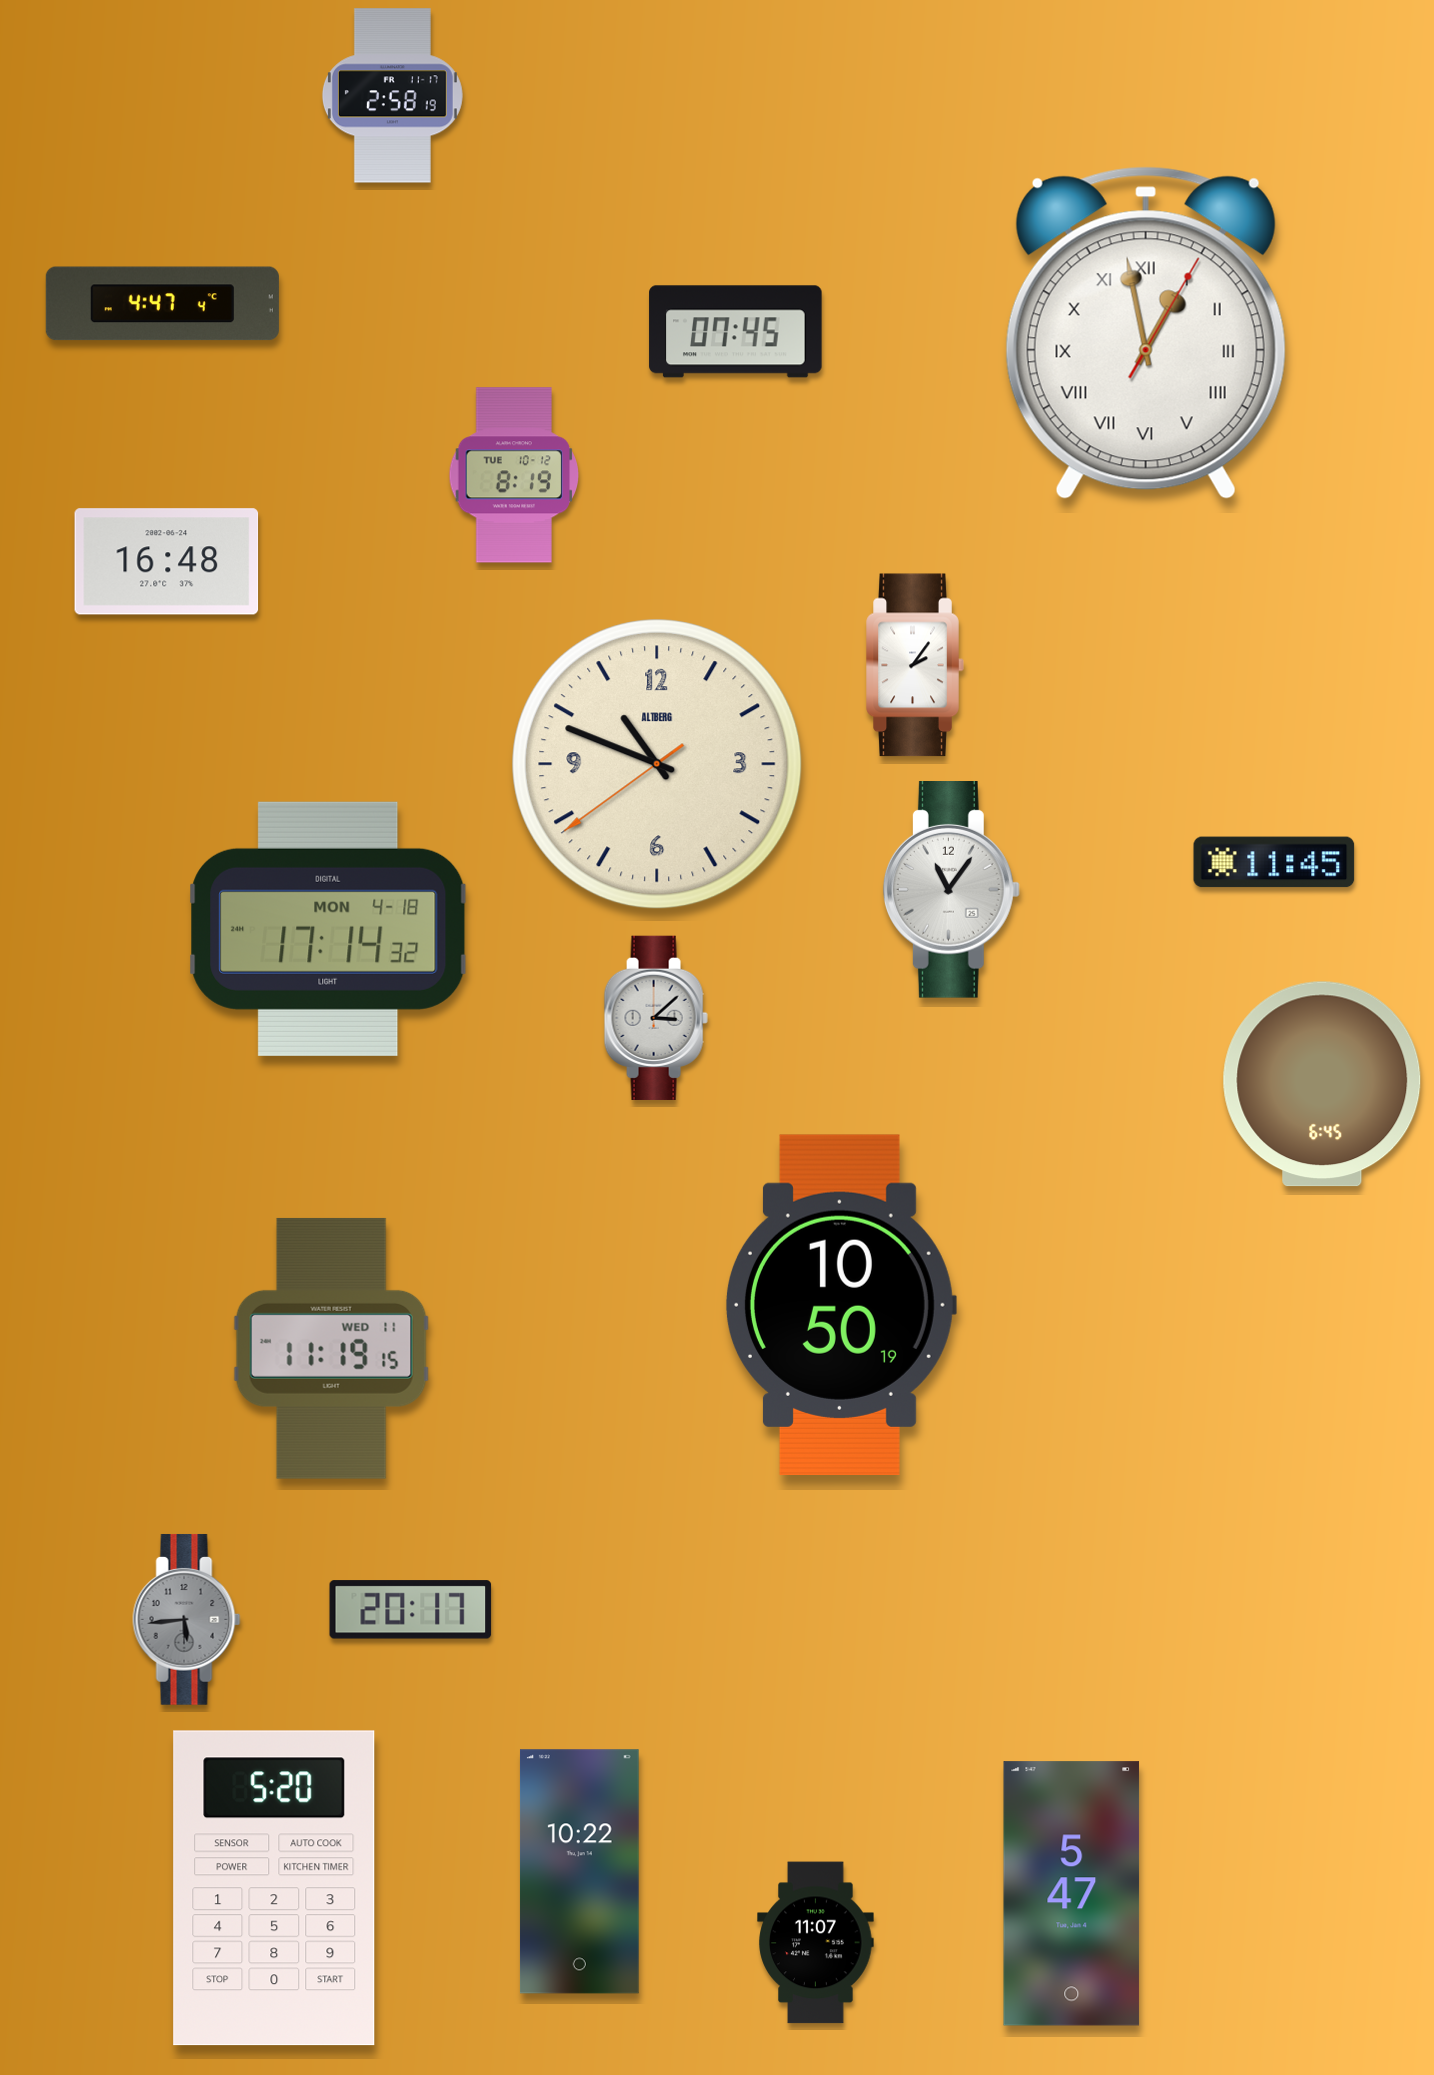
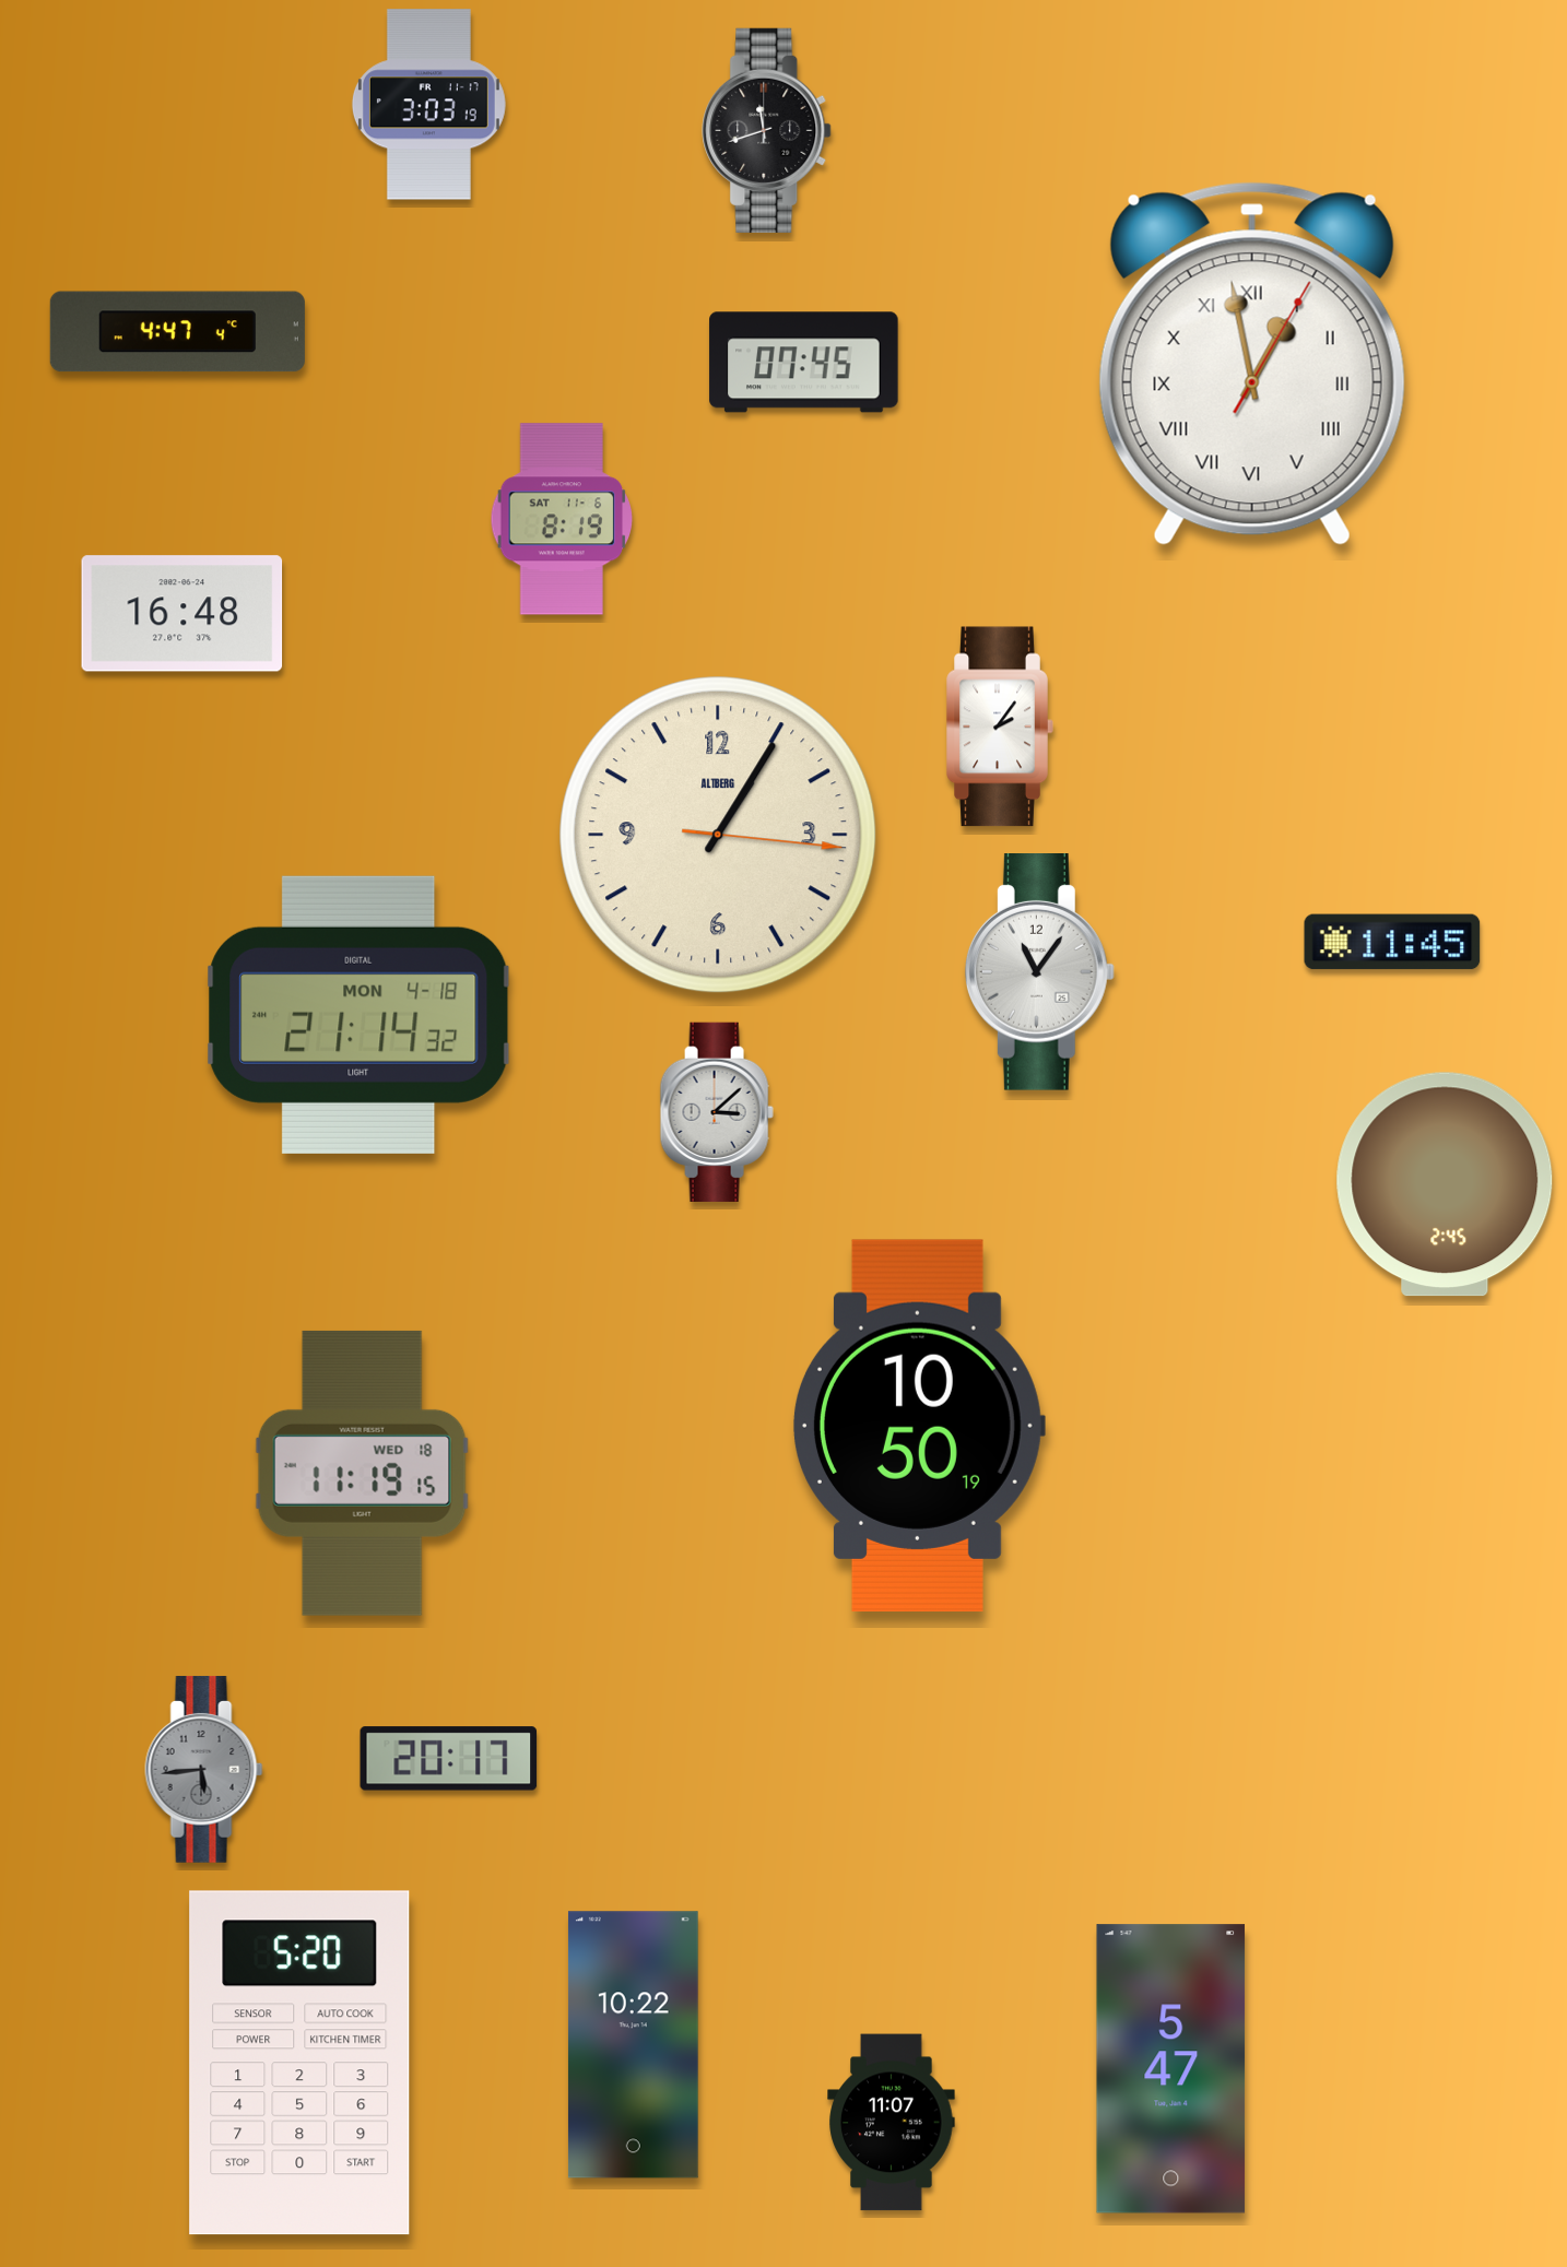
clock at (392, 96): 2:58 -> 3:03
clock at (767, 130): none -> 11:42
clock at (514, 475) date: TUE 10-12 -> SAT 11-6
clock at (657, 764): 10:48 -> 1:05
clock at (328, 929): 17:14 -> 21:14
clock at (1322, 1084): 6:45 -> 2:45
clock at (331, 1348) date: WED 11 -> WED 18
